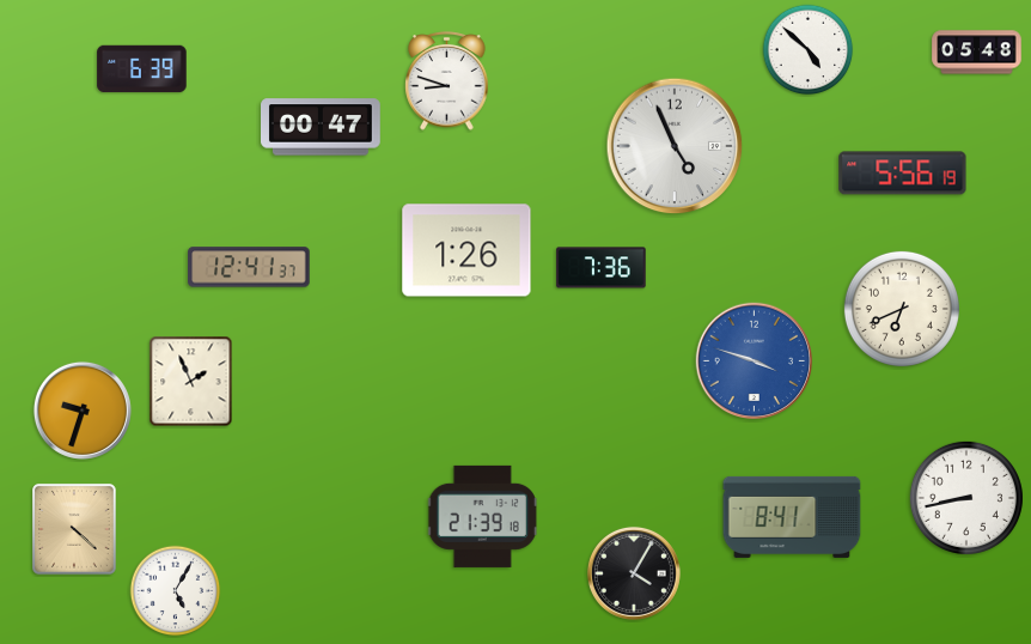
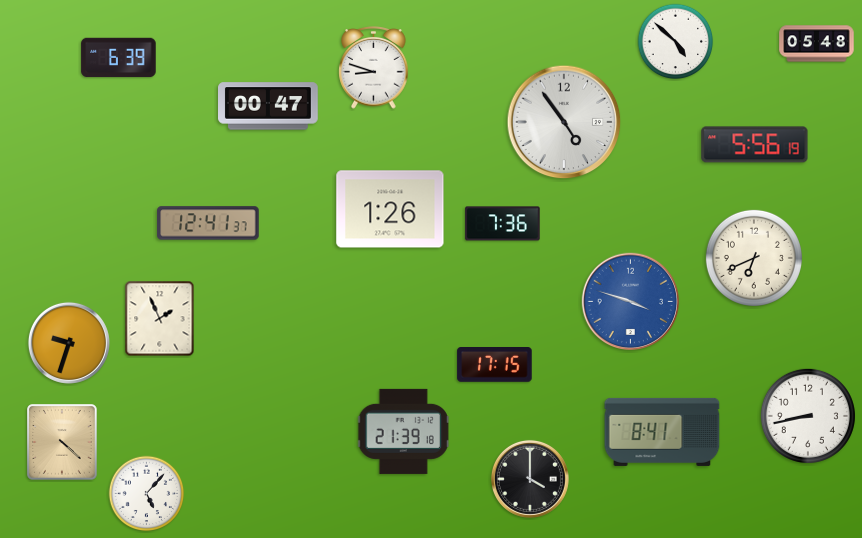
clock at (675, 146): 4:56 -> 4:54
clock at (495, 365): none -> 17:15
clock at (634, 573): 4:05 -> 4:00
clock at (176, 591): 5:05 -> 5:07
